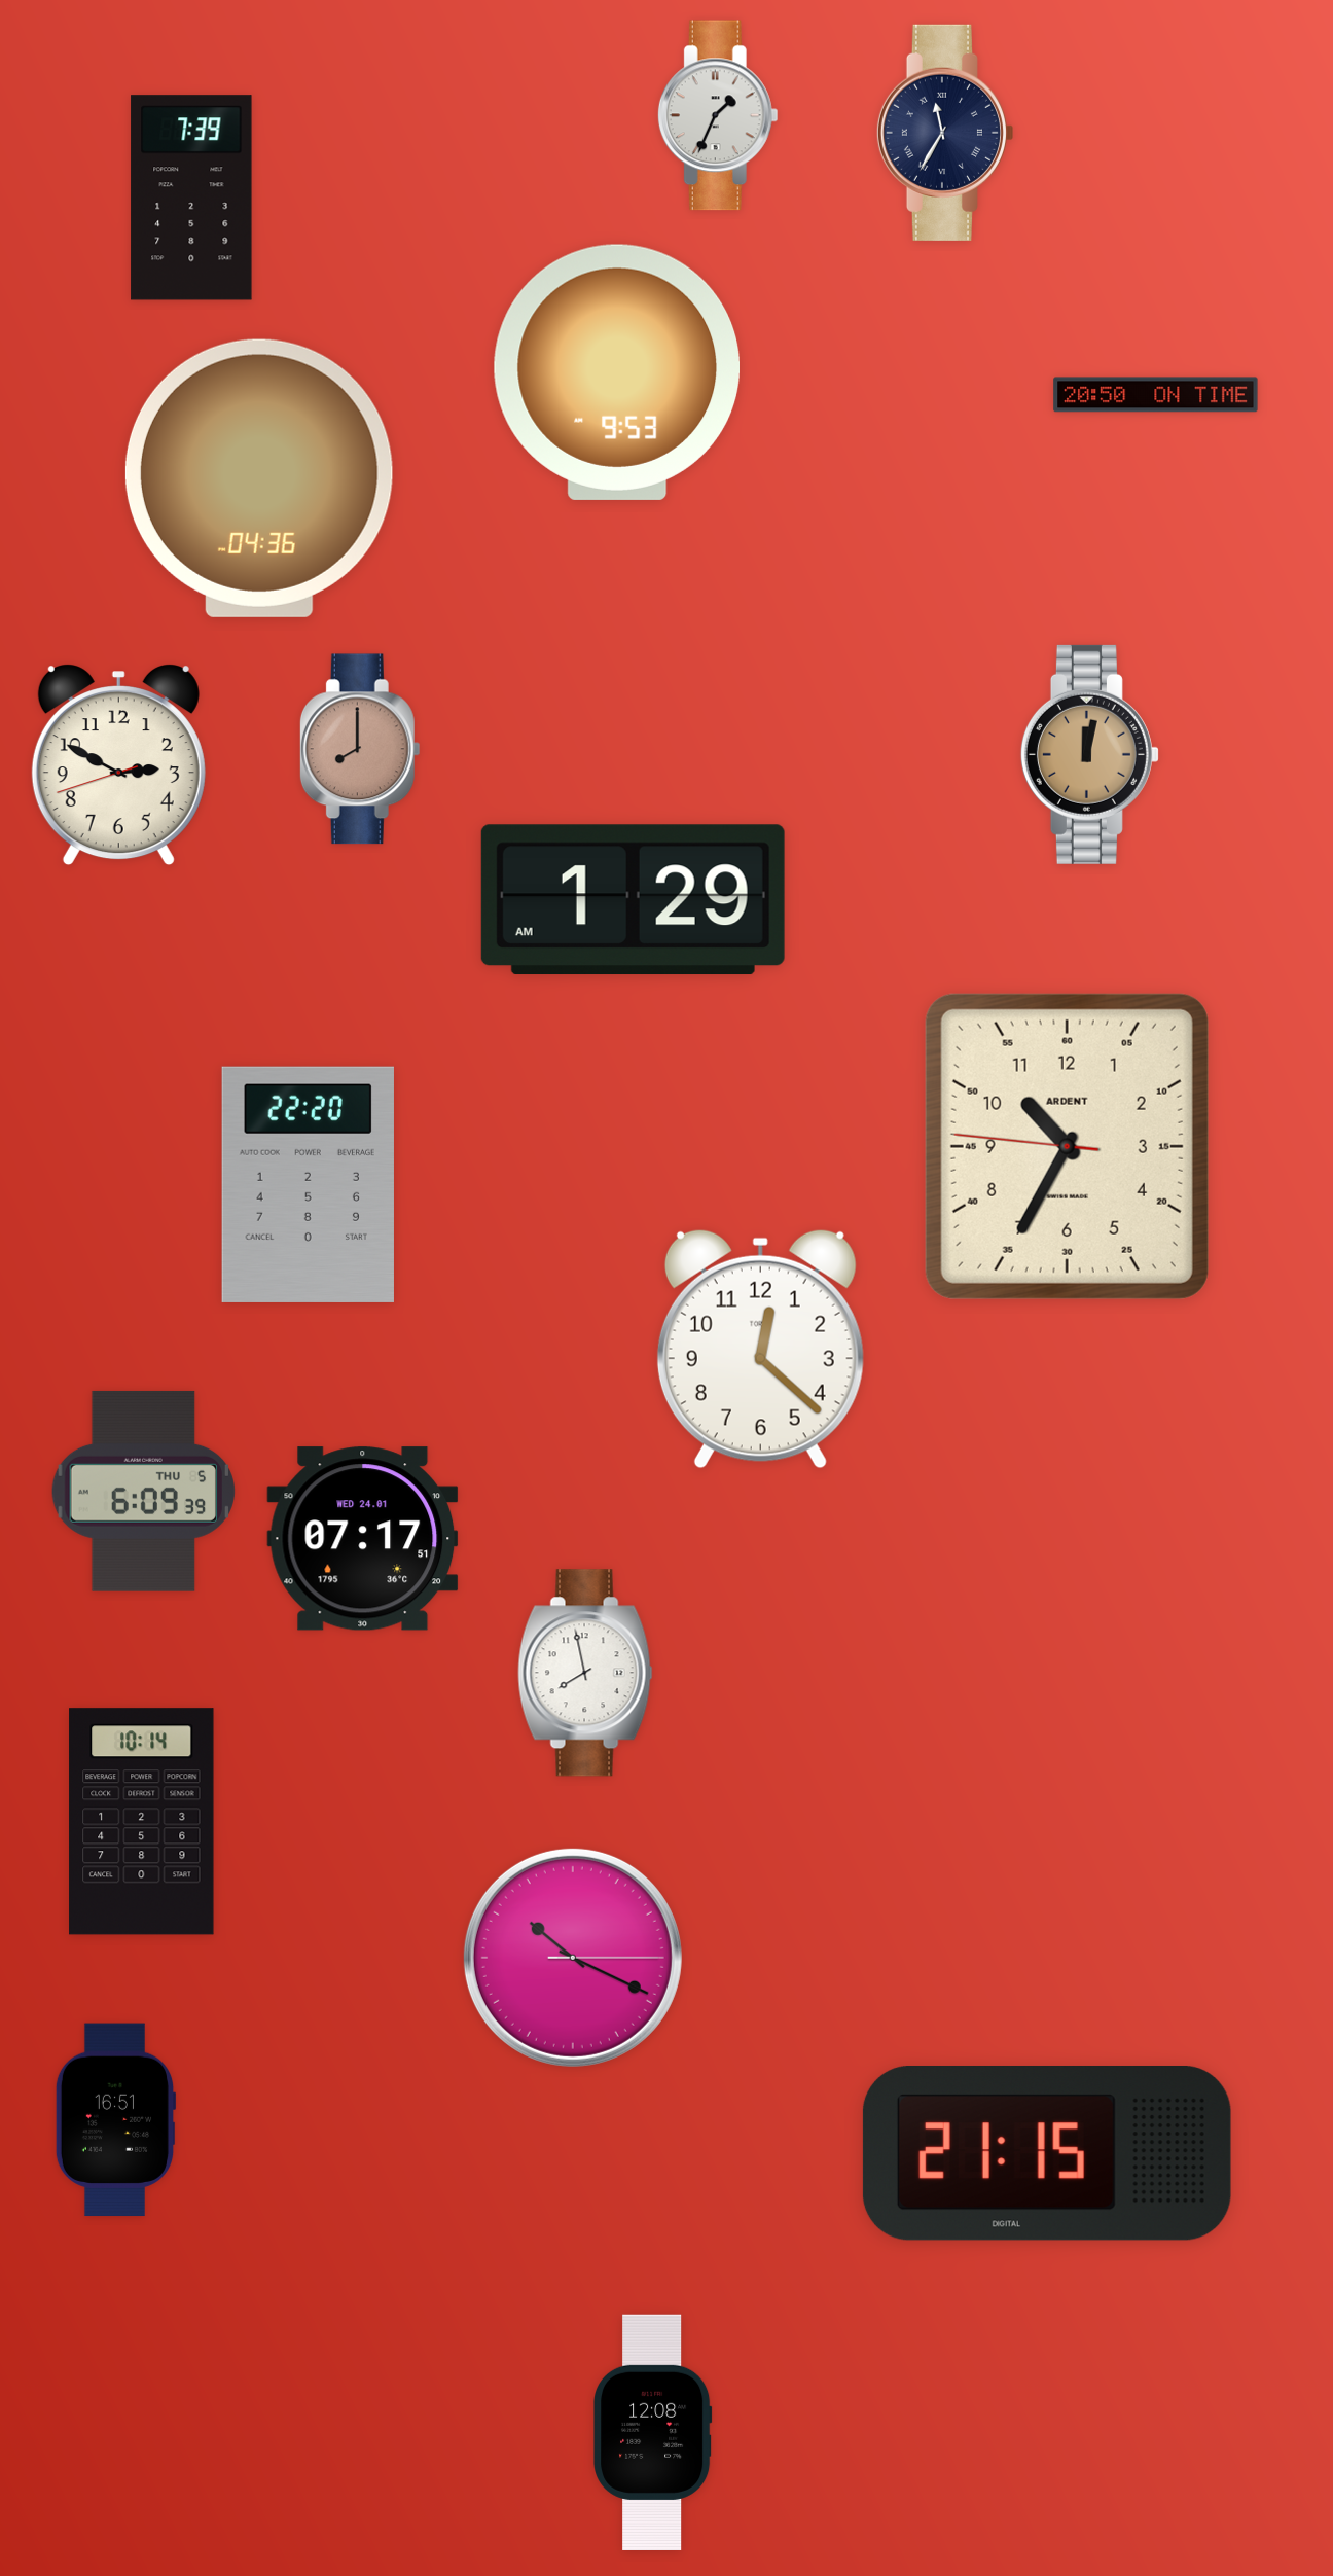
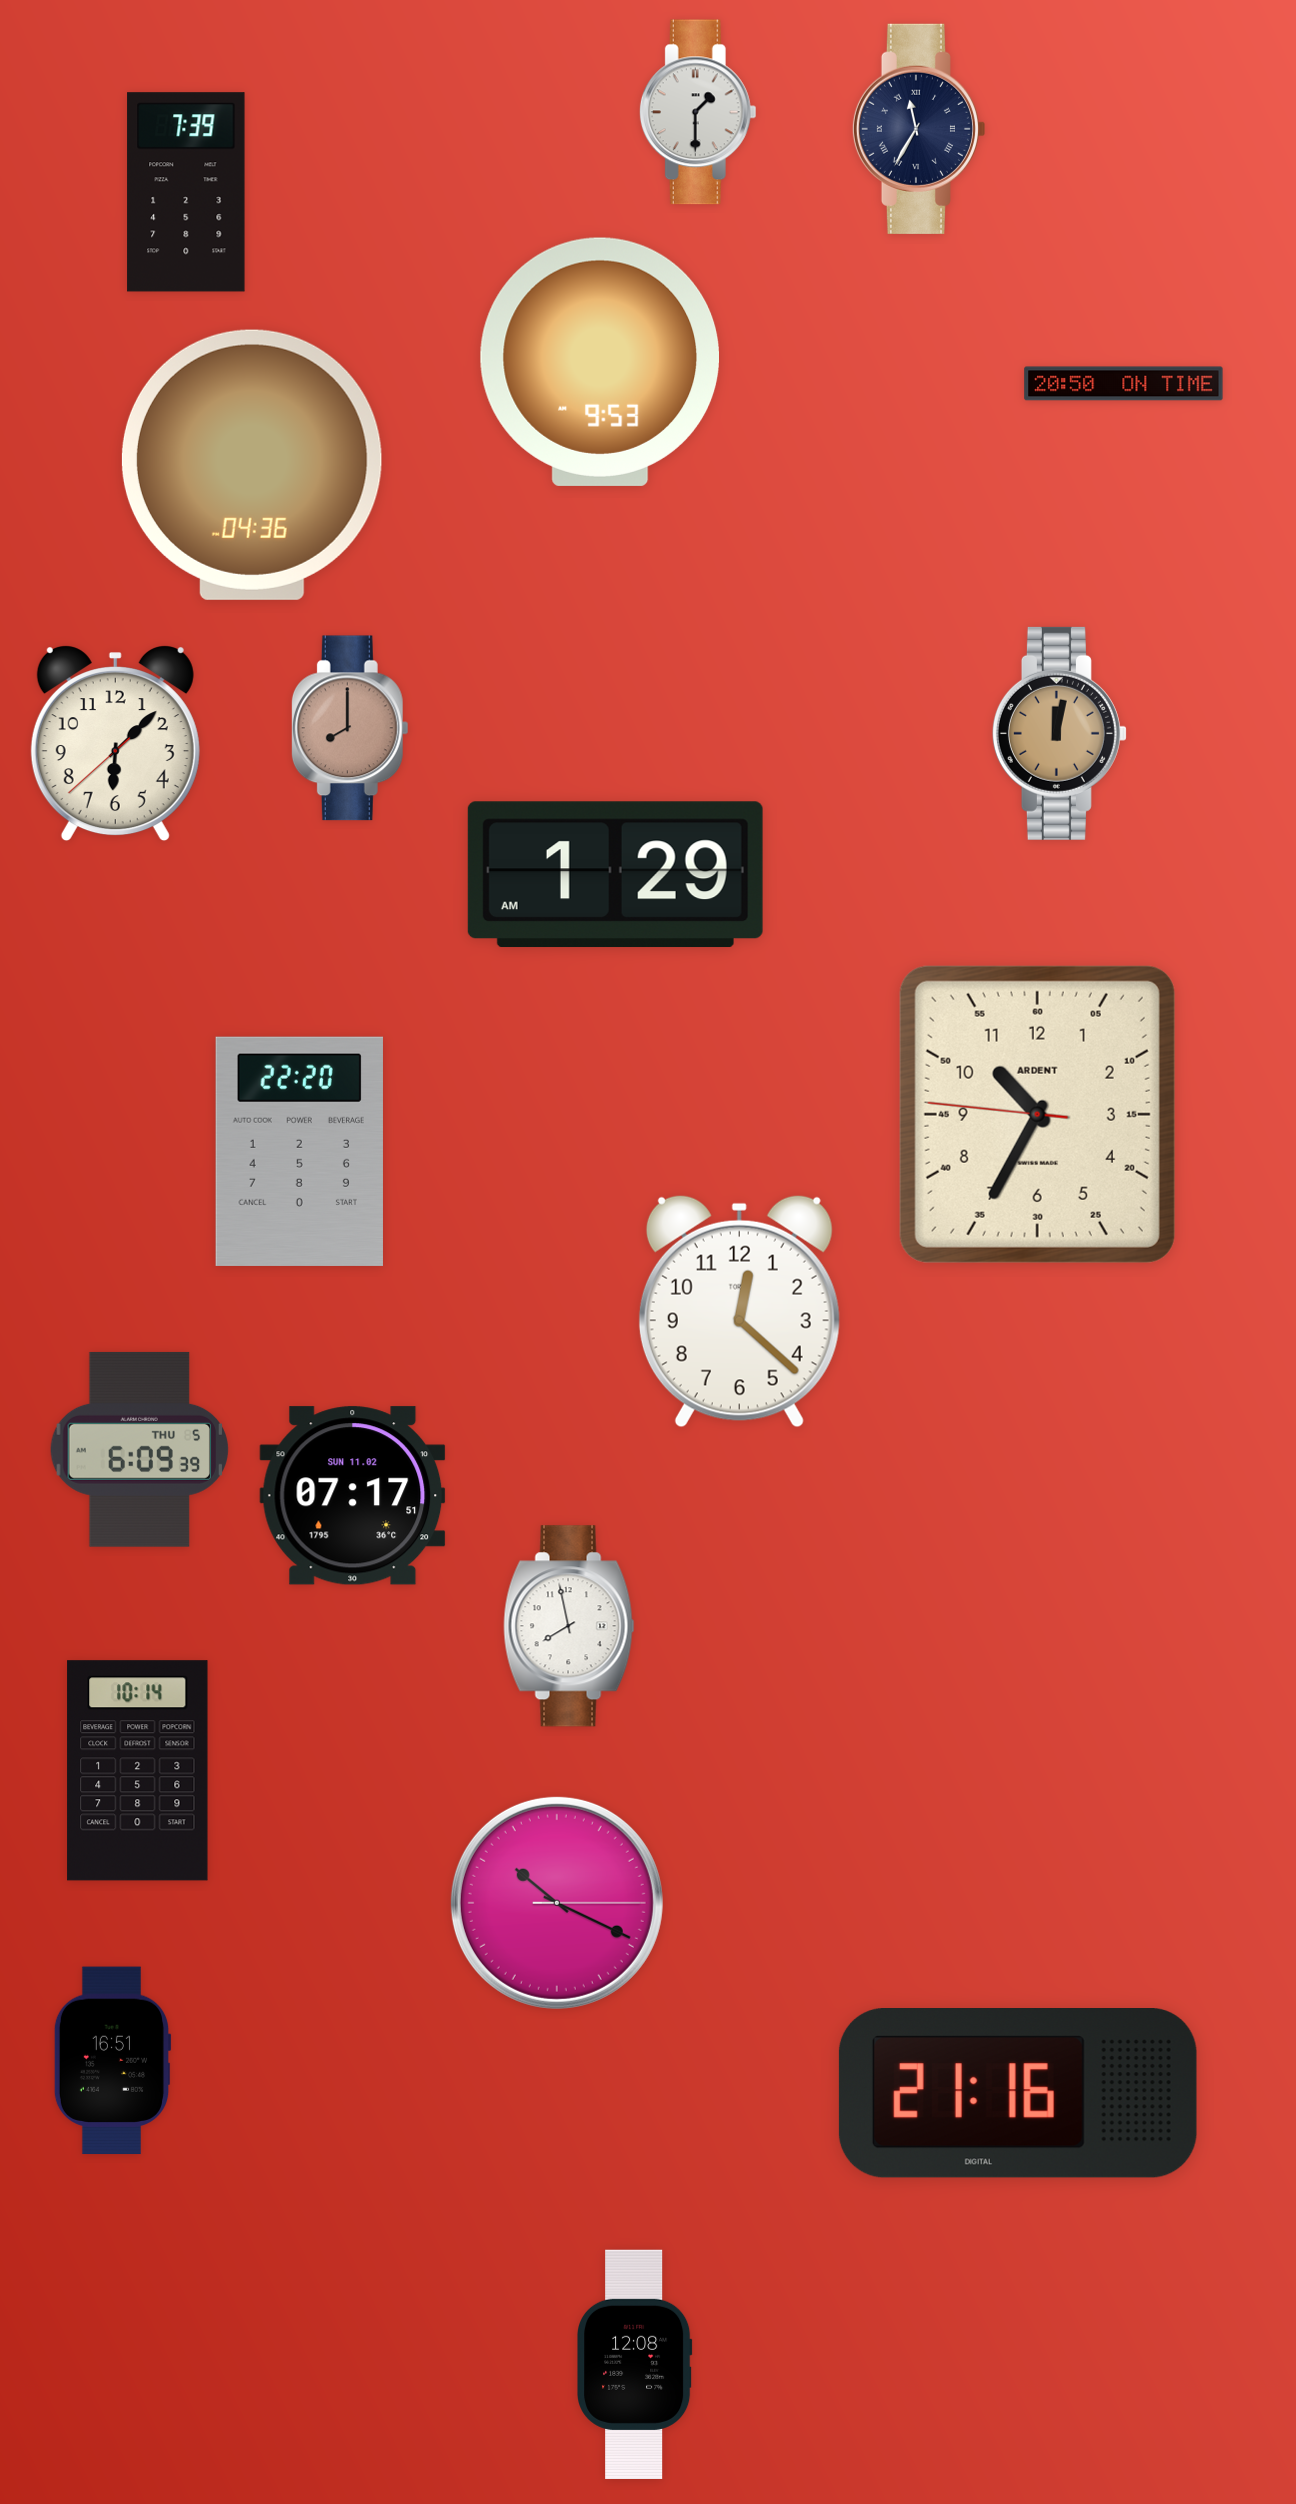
clock at (718, 115): 1:34 -> 1:30
clock at (118, 765): 2:49 -> 6:07
clock at (363, 1539) date: WED 24.01 -> SUN 11.02
clock at (1047, 2153): 21:15 -> 21:16
